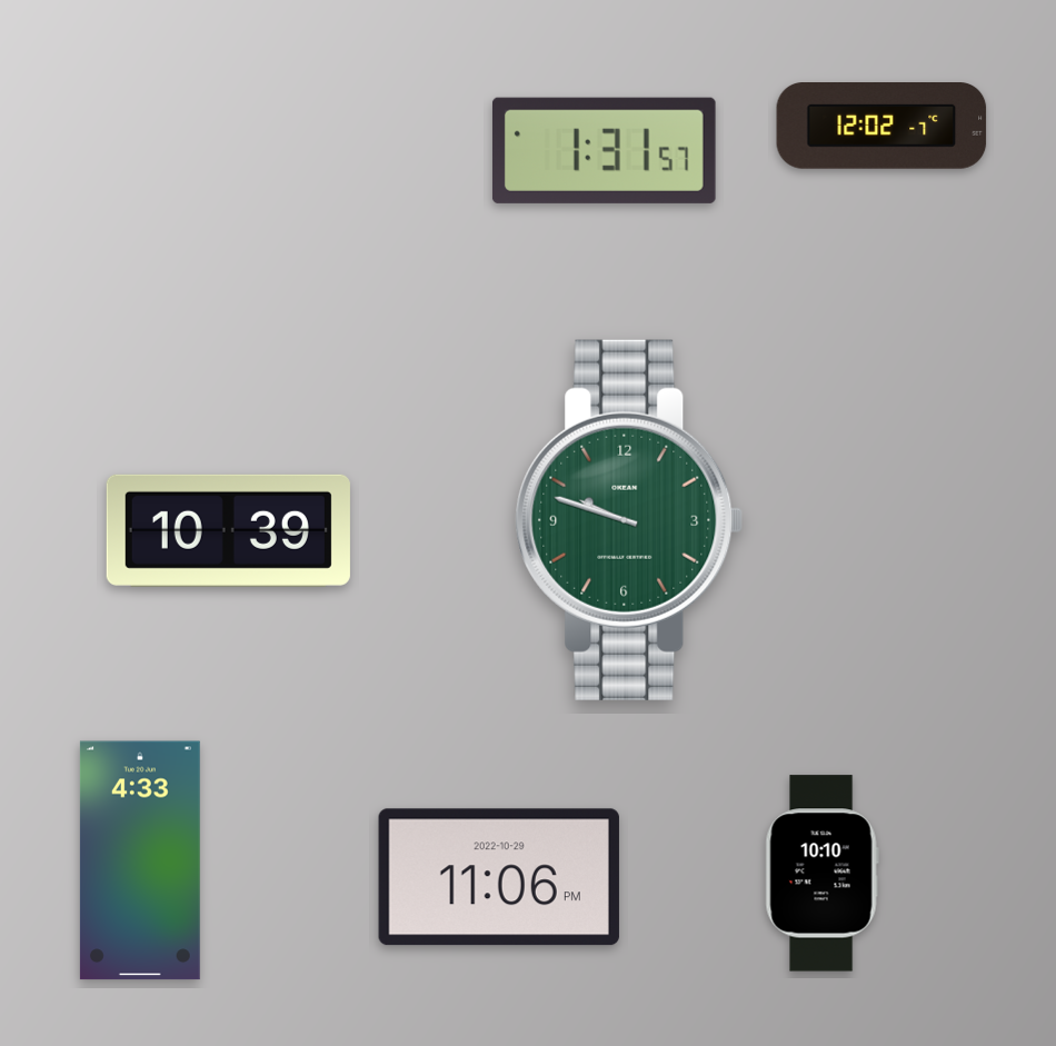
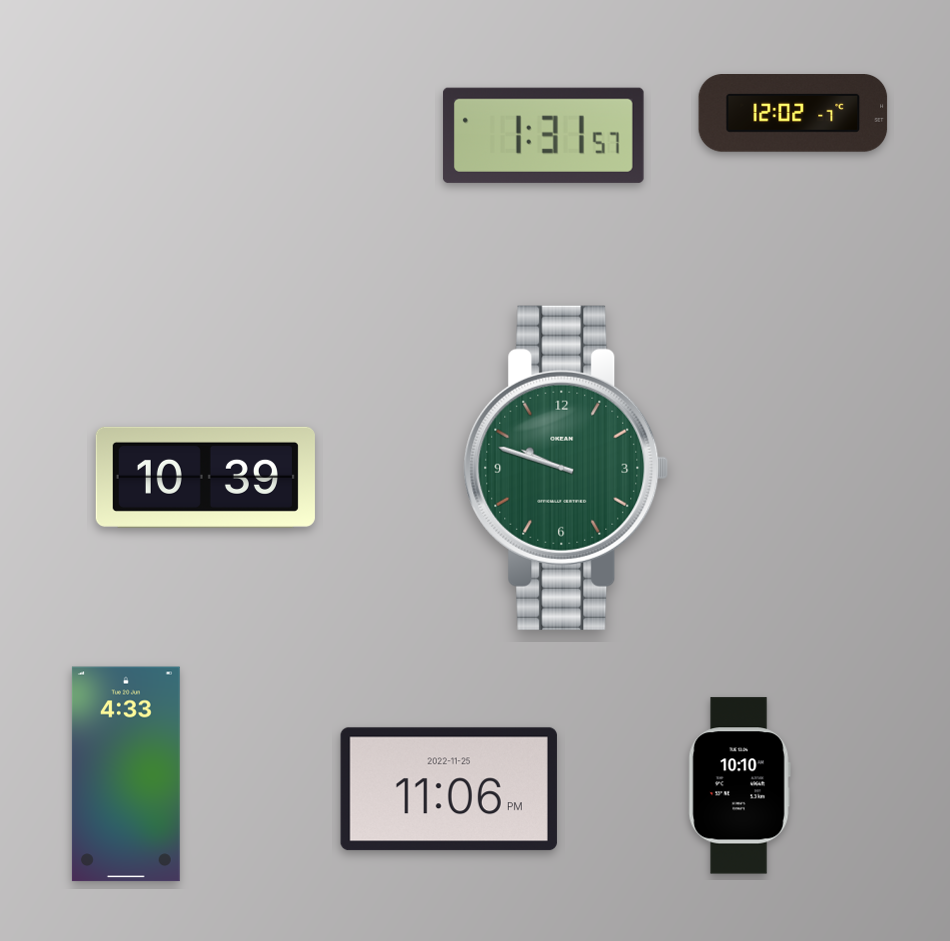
clock at (499, 877) date: 2022-10-29 -> 2022-11-25
